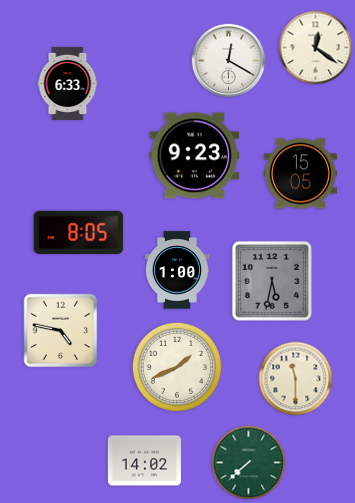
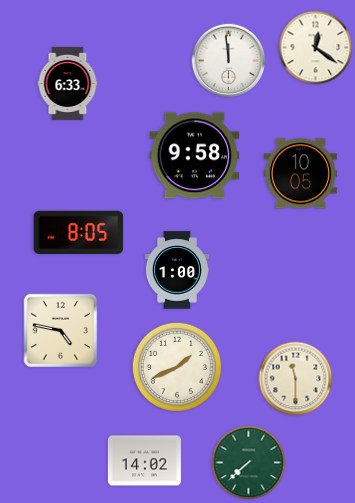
clock at (229, 61): 12:20 -> 11:59
clock at (195, 156): 9:23 -> 9:58
clock at (300, 174): 15:05 -> 10:05
clock at (272, 281): 5:32 -> none
